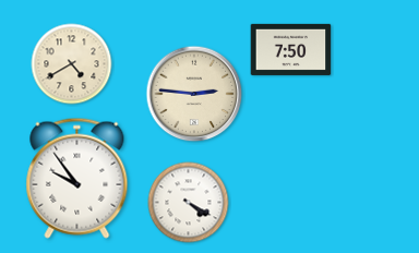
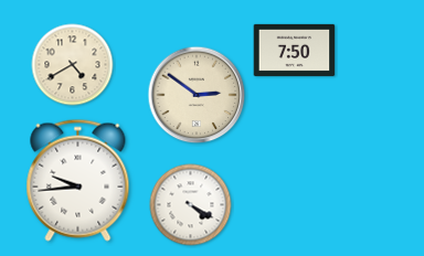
clock at (194, 94): 2:46 -> 2:51
clock at (77, 178): 9:54 -> 9:44
